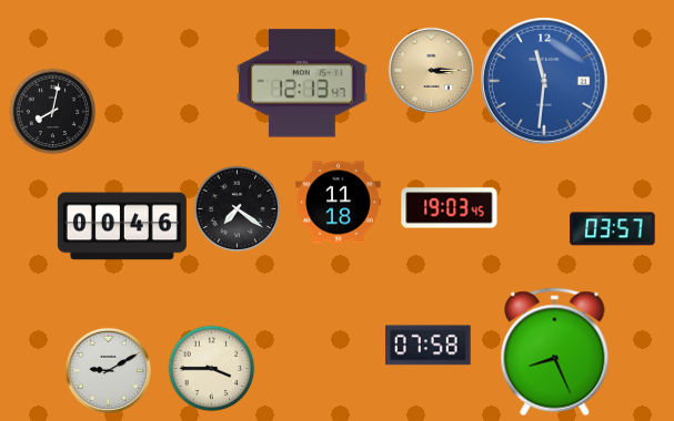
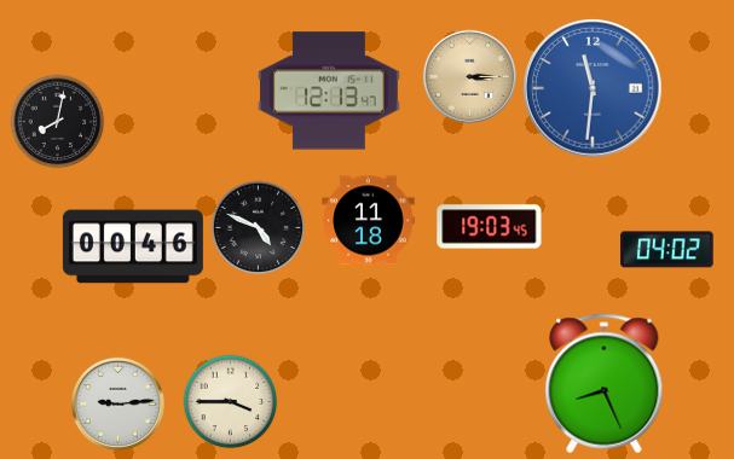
clock at (237, 208): 7:21 -> 4:49
clock at (613, 229): 03:57 -> 04:02
clock at (429, 346): 07:58 -> none
clock at (108, 370): 9:10 -> 9:14
